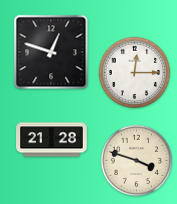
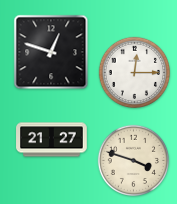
clock at (52, 140): 21:28 -> 21:27
clock at (137, 161) position: (137, 161) -> (134, 161)
